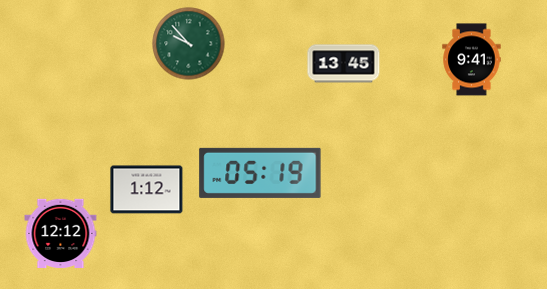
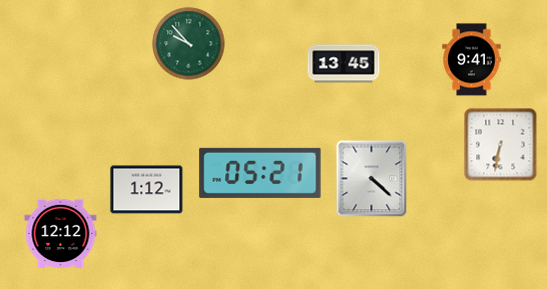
clock at (501, 145): none -> 6:32
clock at (260, 173): 05:19 -> 05:21
clock at (372, 179): none -> 4:22
